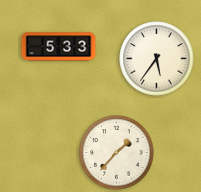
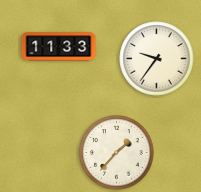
clock at (59, 47): 5:33 -> 11:33
clock at (157, 59): 5:36 -> 9:36
